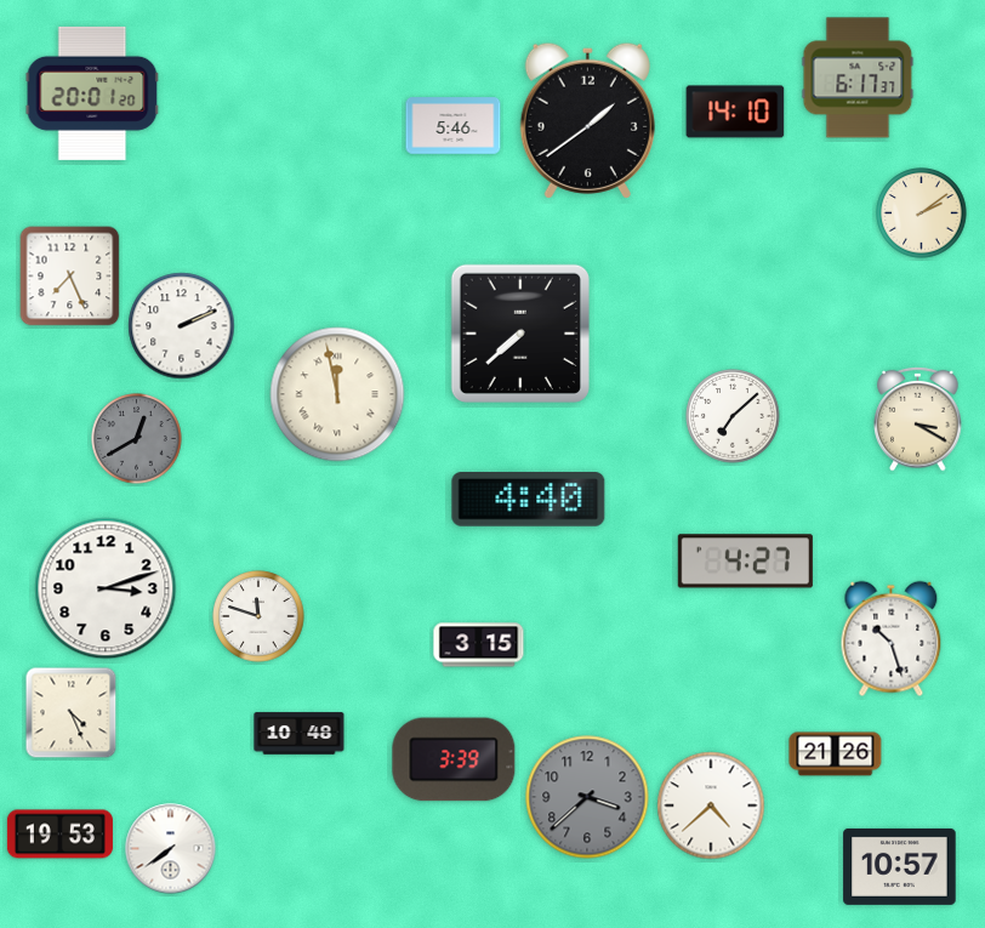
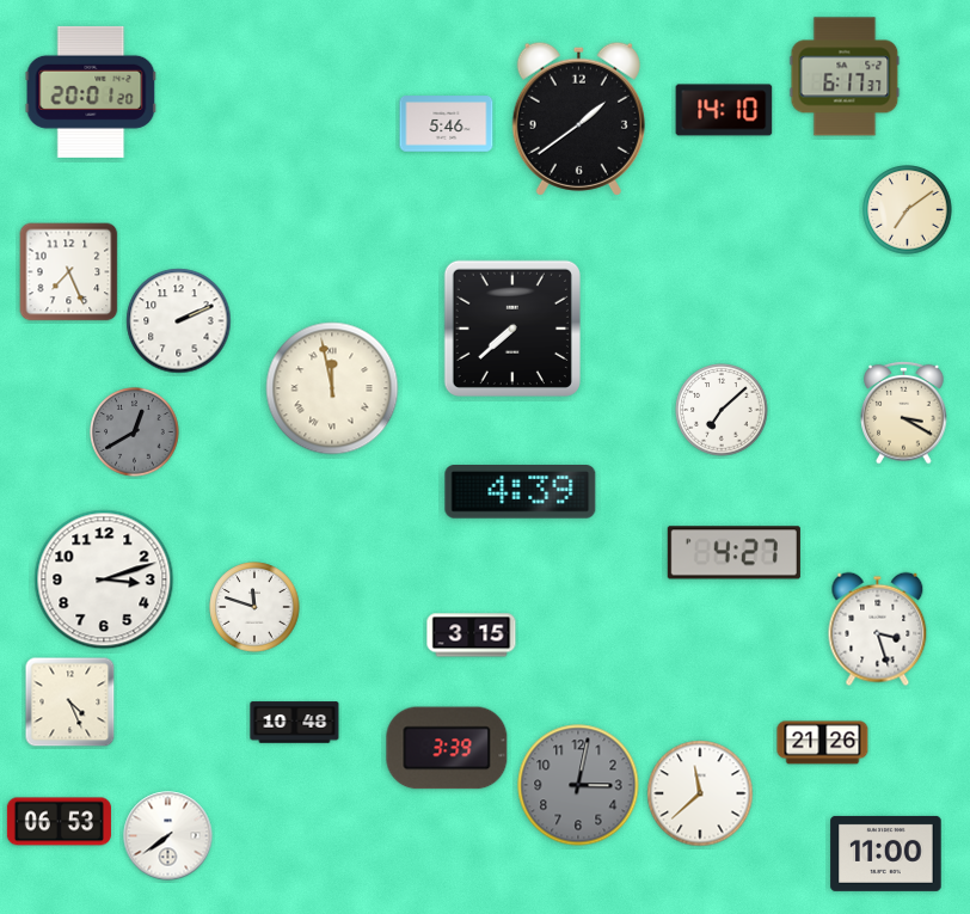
clock at (922, 214): 2:09 -> 7:09
clock at (529, 500): 4:40 -> 4:39
clock at (892, 639): 10:27 -> 3:27
clock at (587, 797): 3:38 -> 3:02
clock at (711, 805): 4:38 -> 11:38
clock at (59, 835): 19:53 -> 06:53
clock at (900, 866): 10:57 -> 11:00
